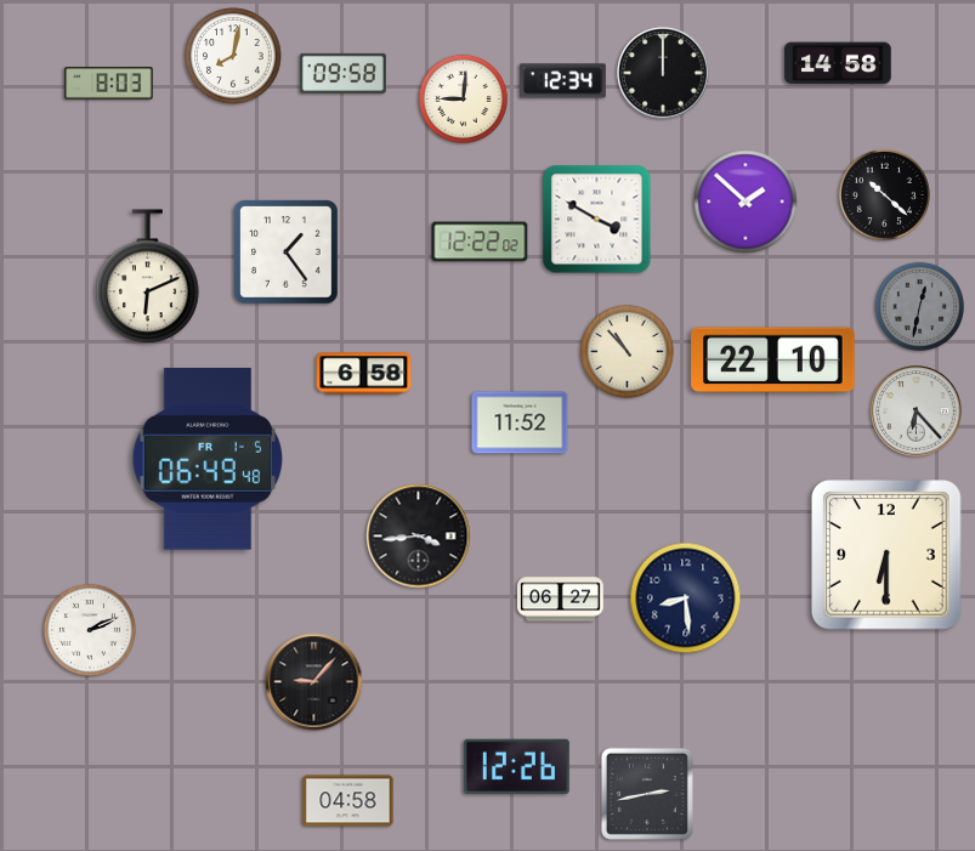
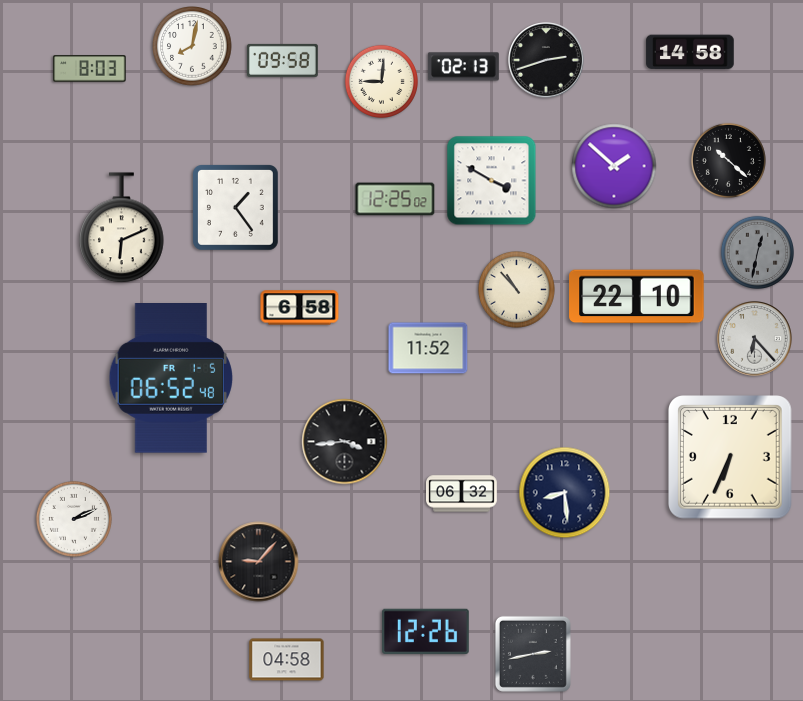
clock at (663, 73): 12:00 -> 2:42
clock at (562, 81): 12:34 -> 02:13
clock at (480, 242): 12:22 -> 12:25
clock at (206, 460): 06:49 -> 06:52
clock at (888, 556): 6:30 -> 6:34
clock at (561, 600): 06:27 -> 06:32
